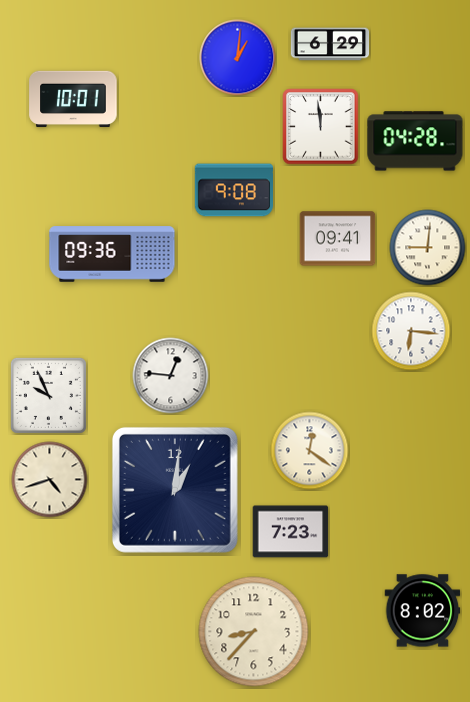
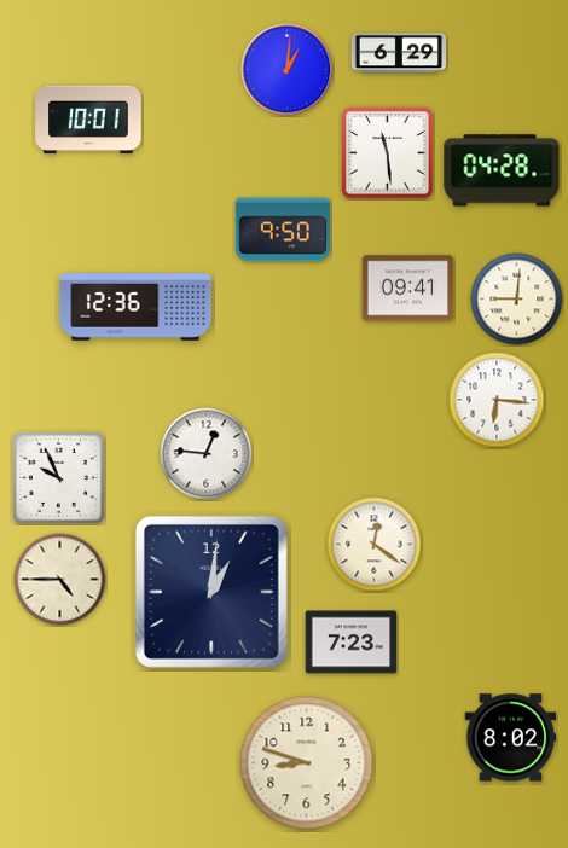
clock at (321, 127): 11:59 -> 11:29
clock at (233, 190): 9:08 -> 9:50
clock at (112, 254): 09:36 -> 12:36
clock at (50, 480): 4:42 -> 4:45
clock at (254, 632): 8:37 -> 8:48
